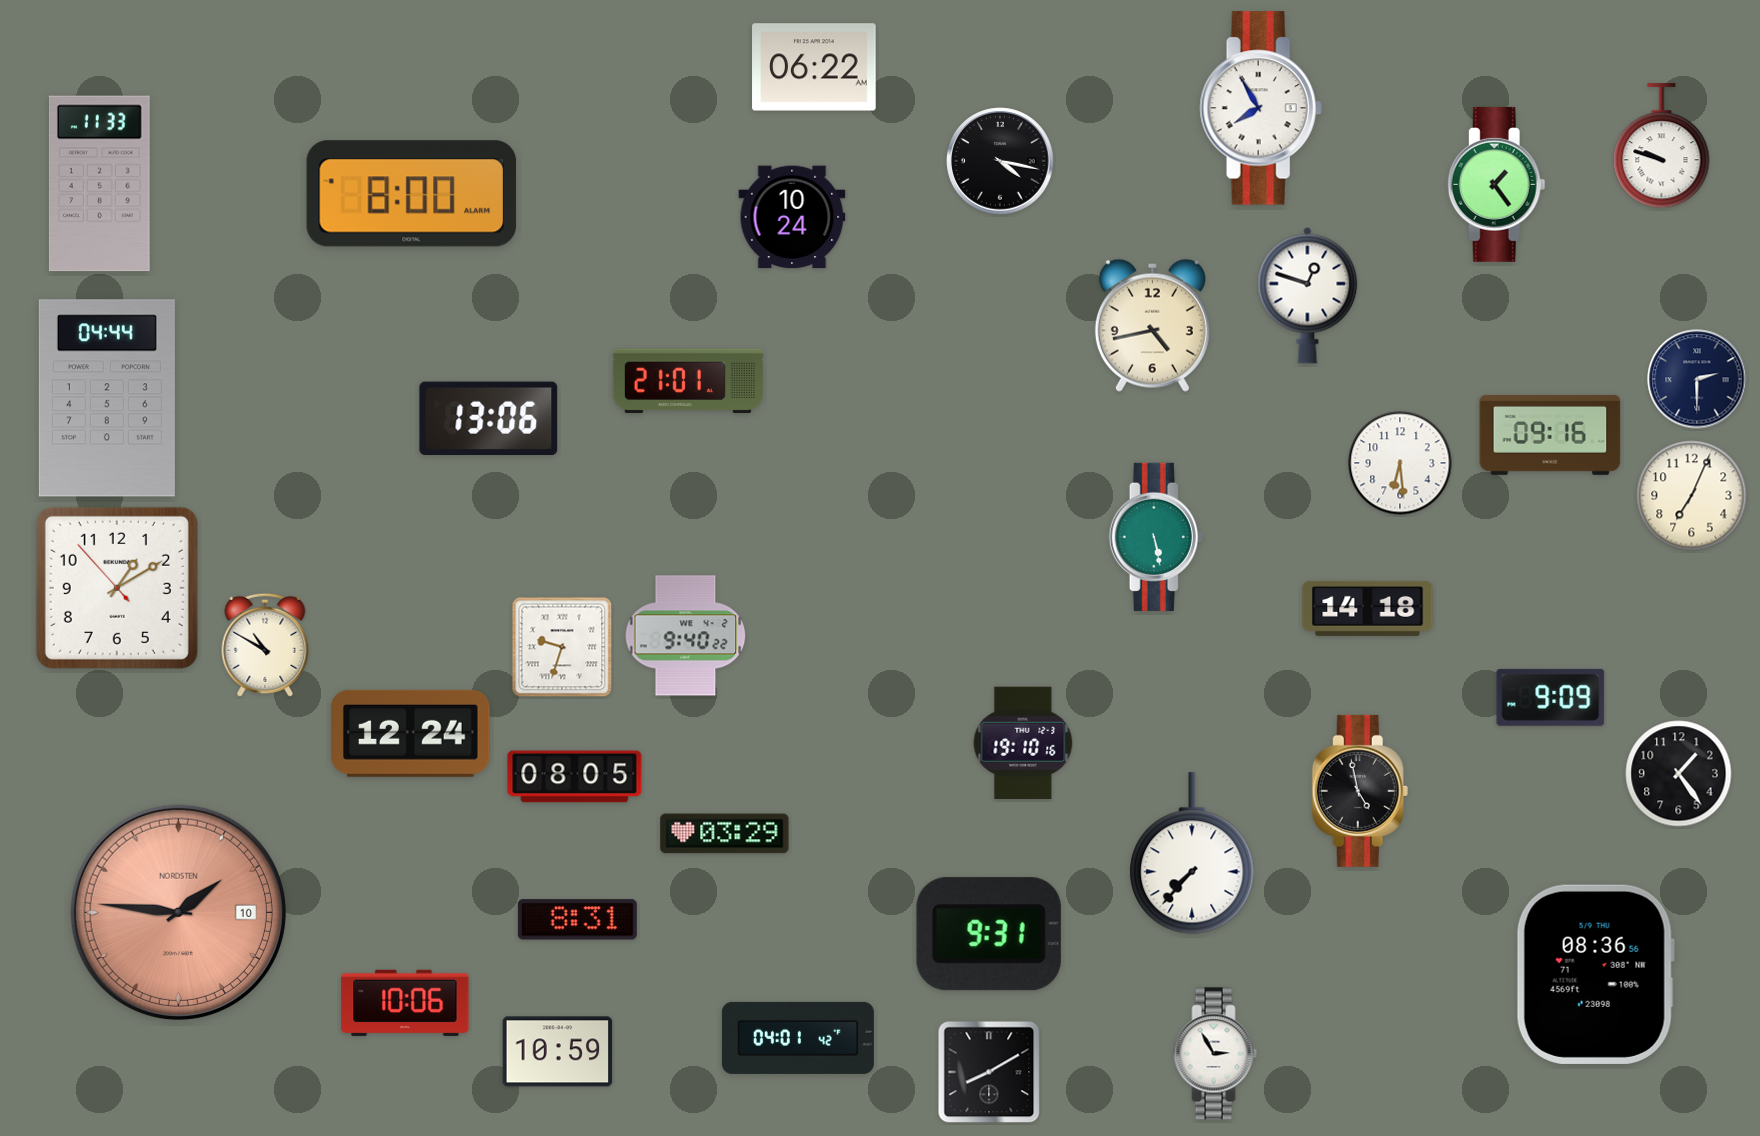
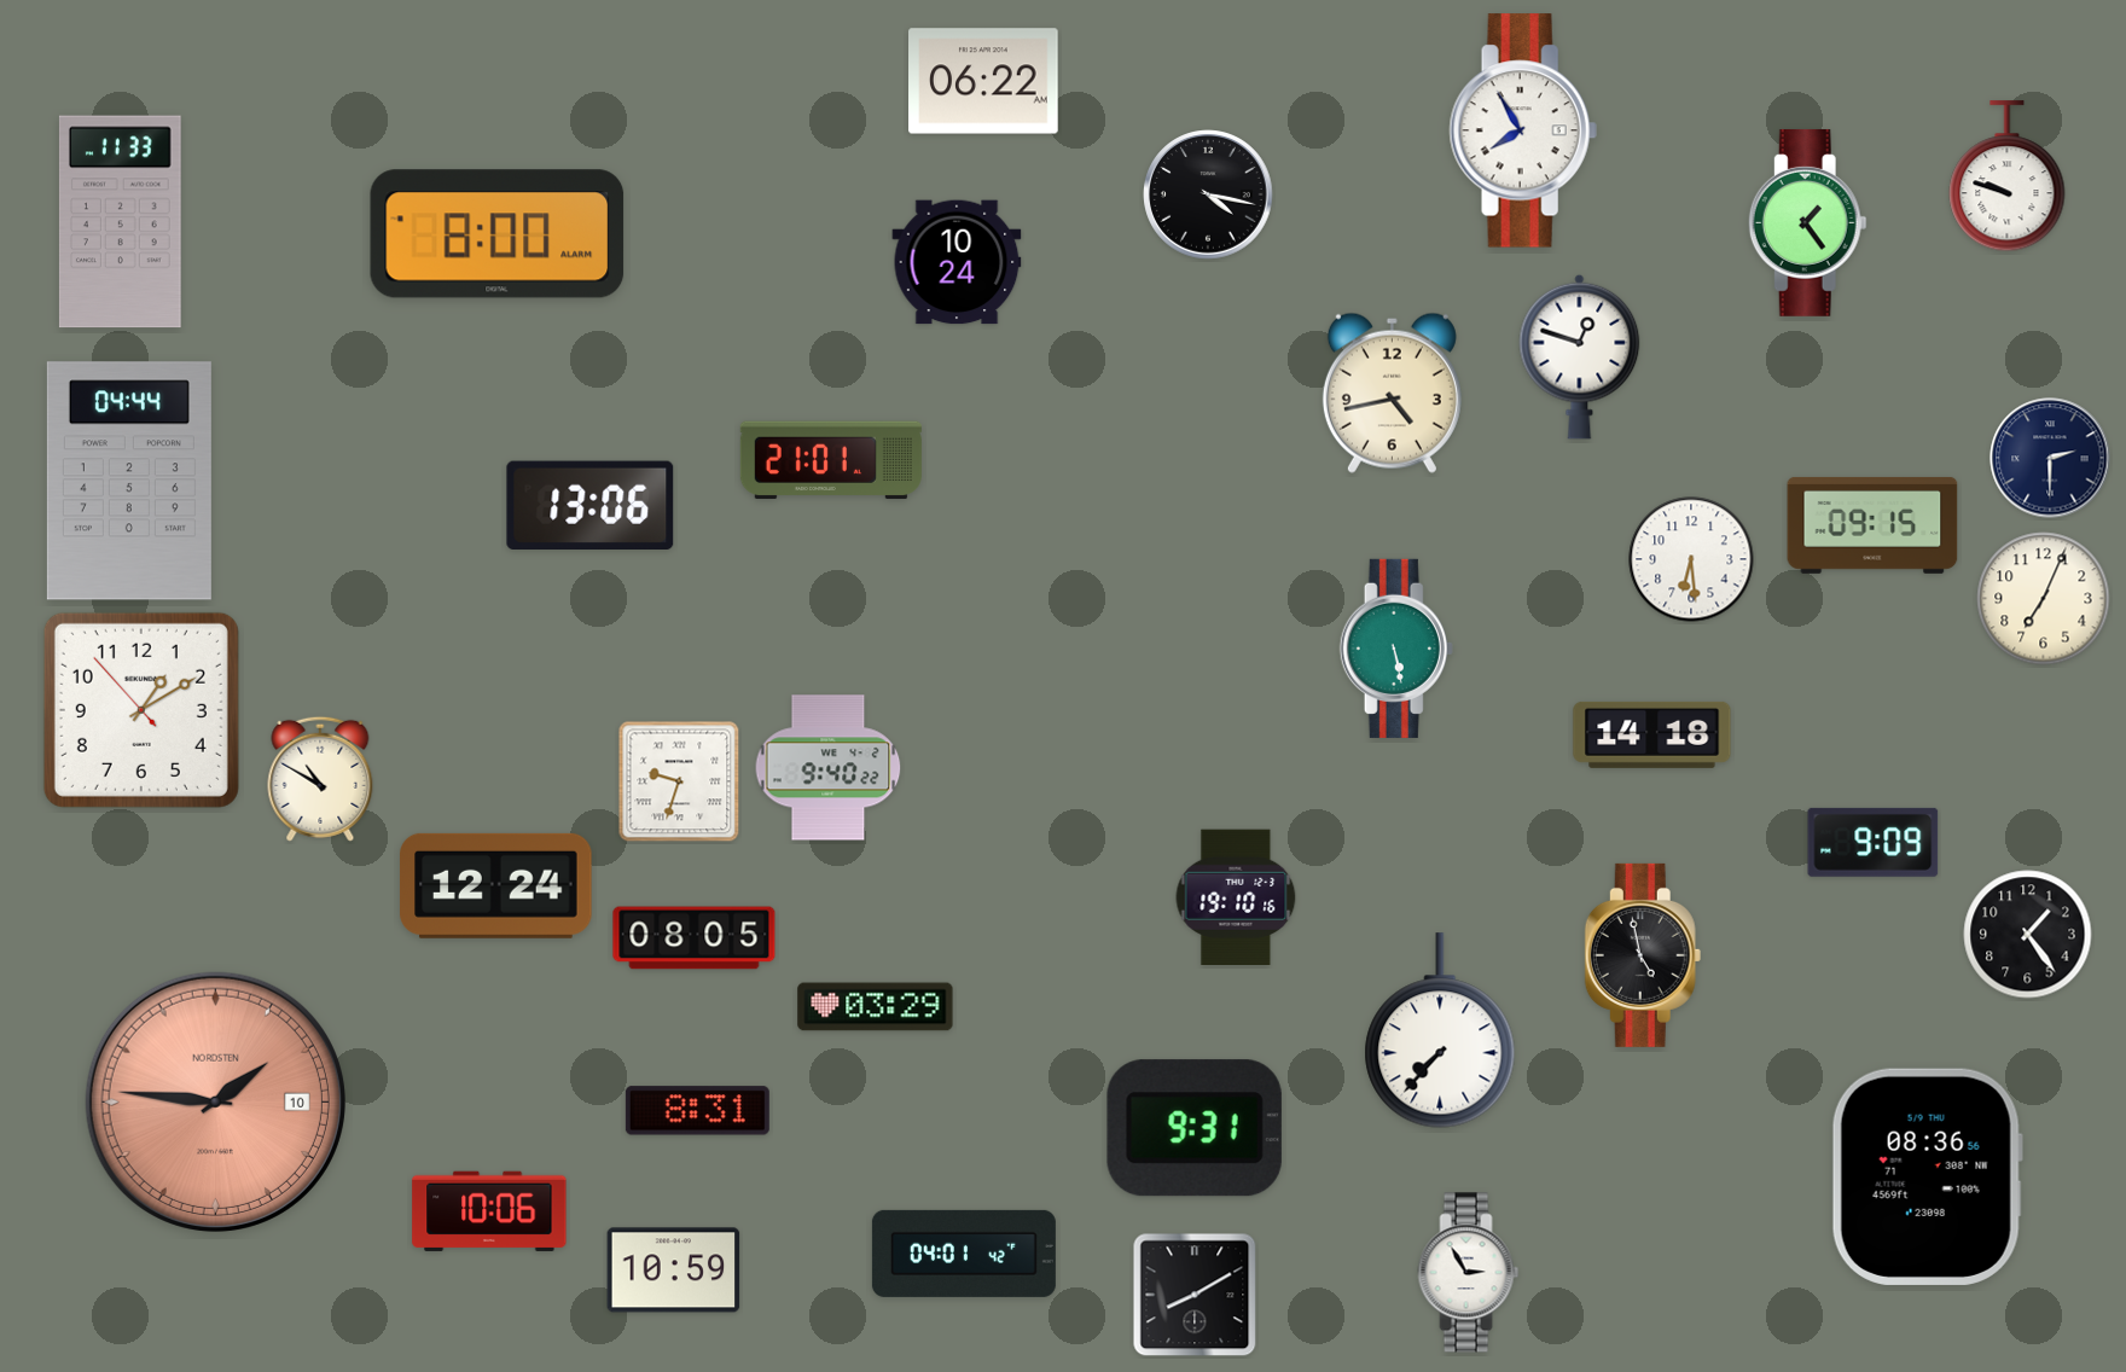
clock at (1550, 435): 09:16 -> 09:15
